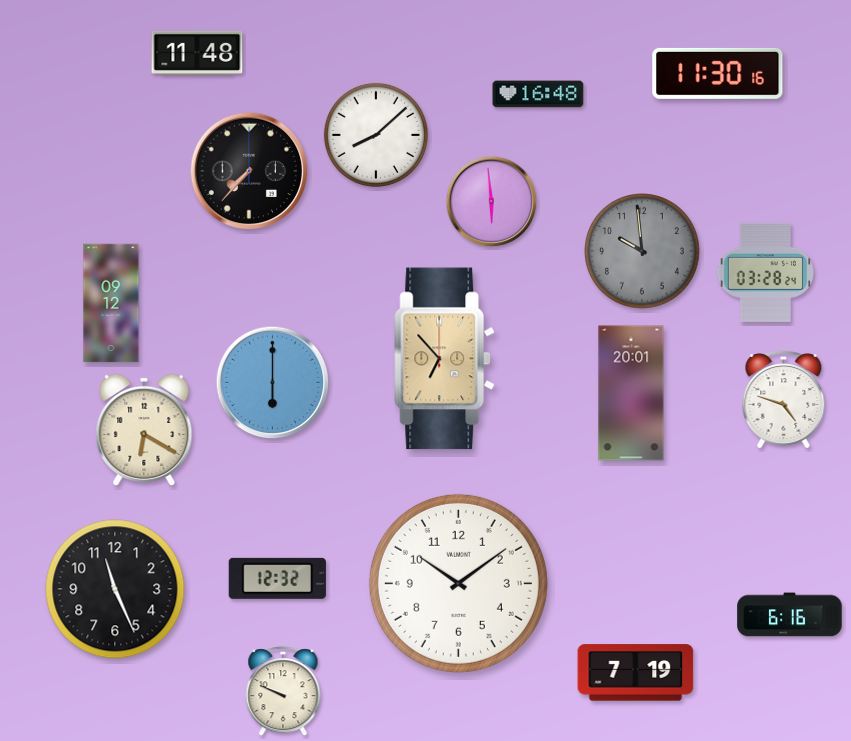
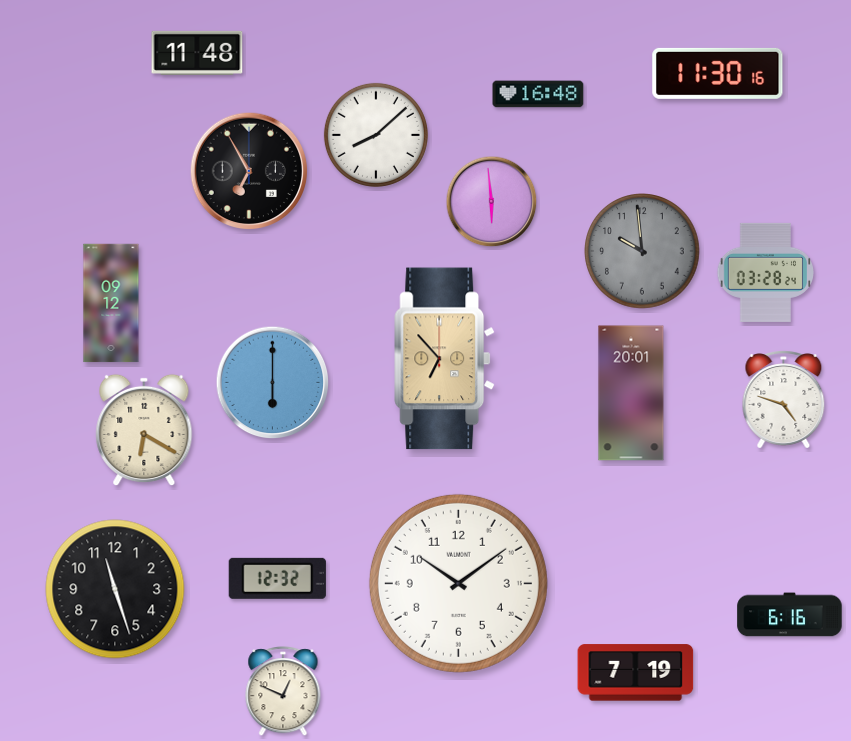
clock at (249, 171): 7:37 -> 6:55
clock at (115, 589): 11:26 -> 11:27
clock at (283, 692): 9:49 -> 12:49
